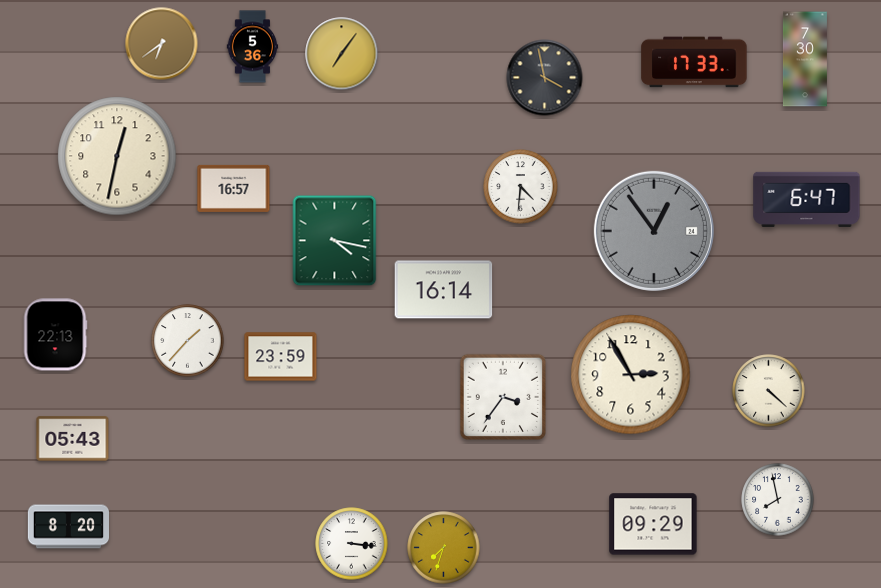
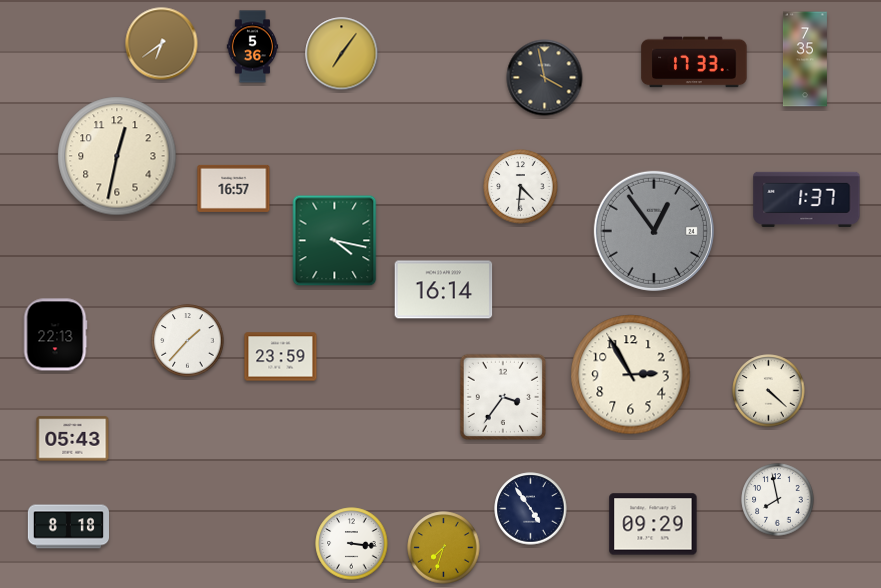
clock at (805, 59): 7:30 -> 7:35
clock at (807, 199): 6:47 -> 1:37
clock at (531, 509): none -> 4:54
clock at (68, 527): 8:20 -> 8:18
